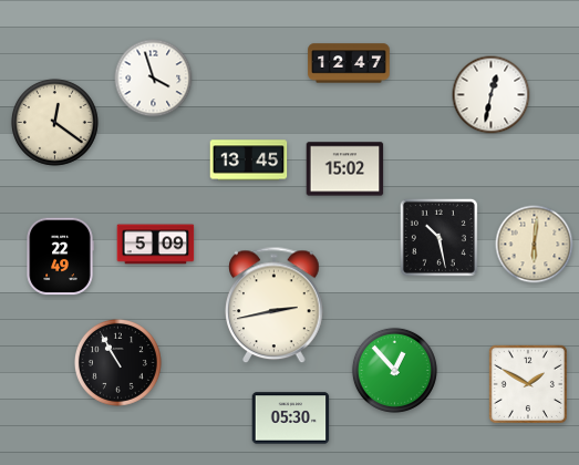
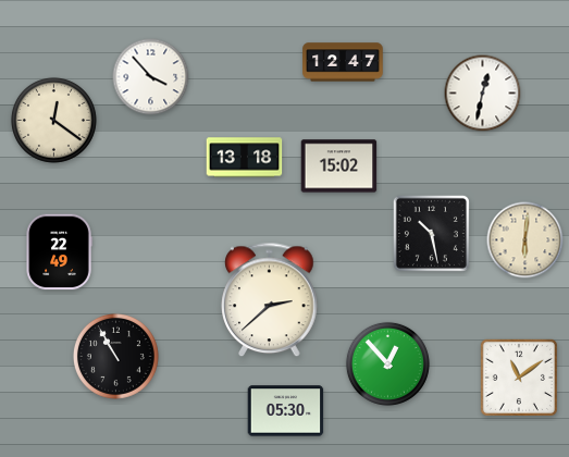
clock at (154, 79): 3:57 -> 3:53
clock at (249, 161): 13:45 -> 13:18
clock at (156, 245): 5:09 -> none
clock at (275, 306): 2:43 -> 2:38
clock at (528, 384): 1:50 -> 11:09
